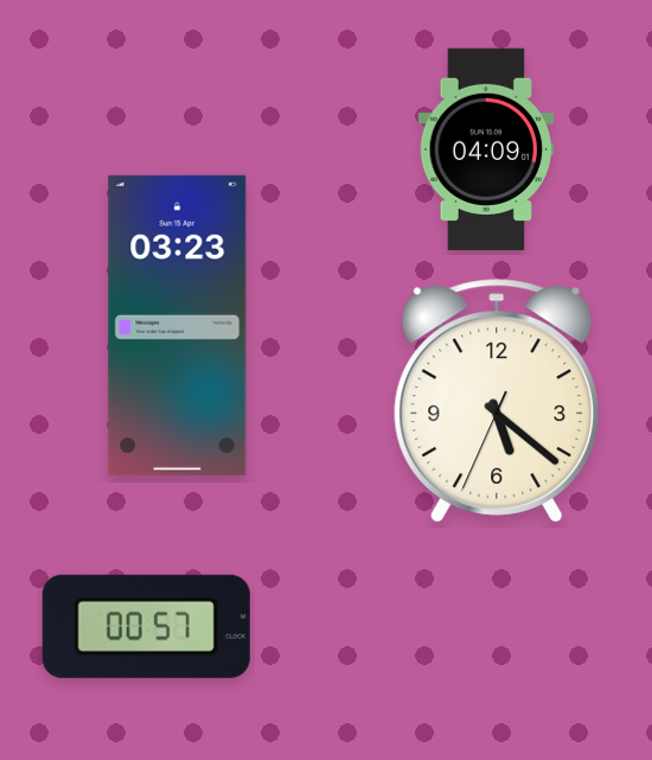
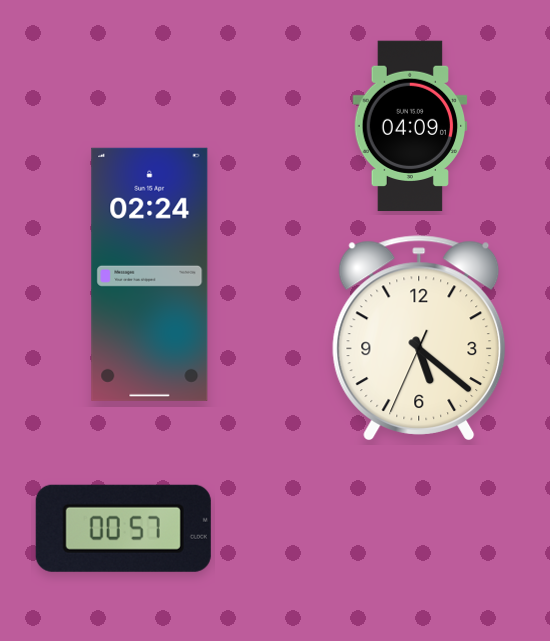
clock at (178, 325): 03:23 -> 02:24
